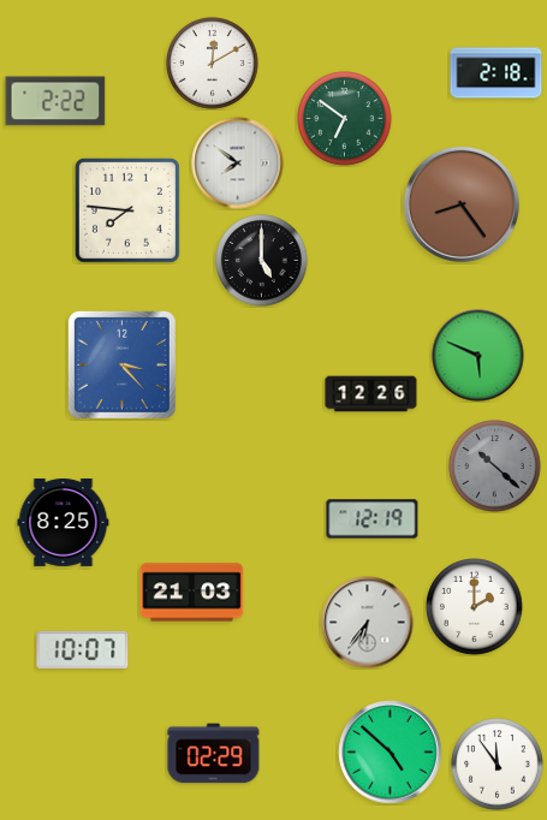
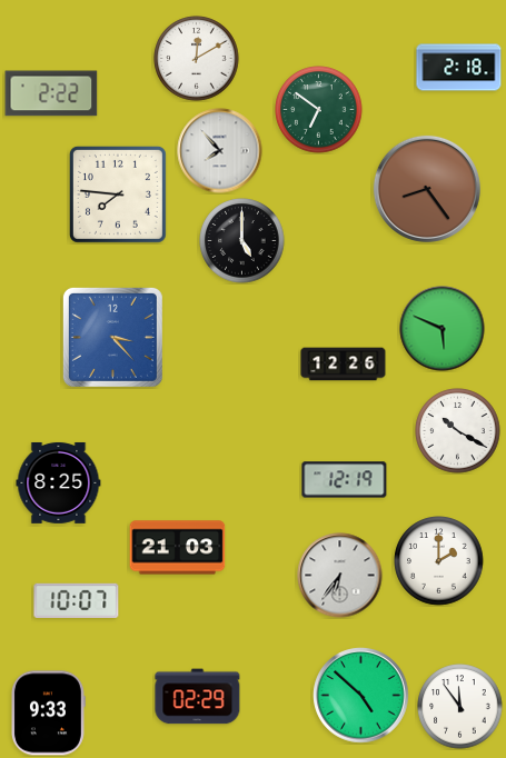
clock at (238, 164): 7:51 -> 7:53
clock at (495, 467): 10:22 -> 10:20
clock at (495, 467) dial: grey -> white
clock at (49, 714): none -> 9:33
